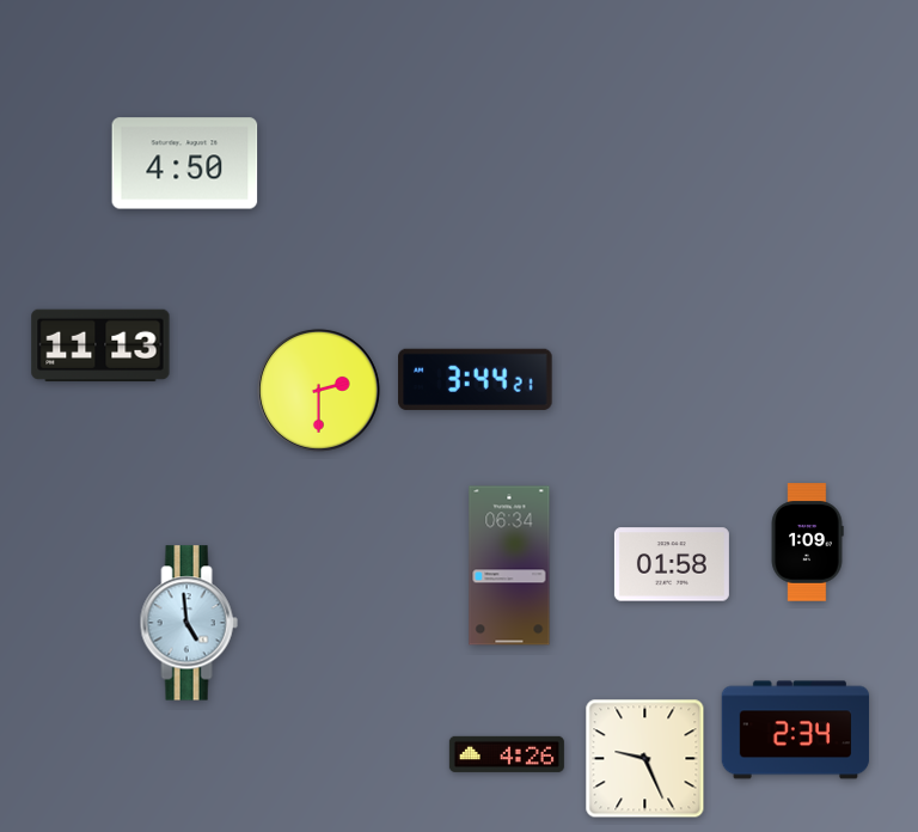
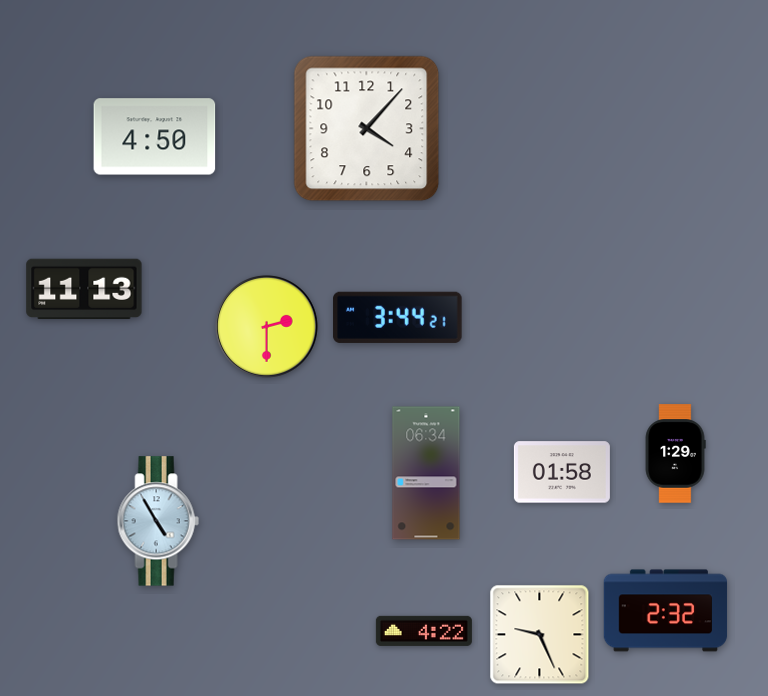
clock at (367, 129): none -> 4:07
clock at (807, 543): 1:09 -> 1:29
clock at (189, 623): 4:59 -> 4:55
clock at (796, 730): 2:34 -> 2:32
clock at (507, 754): 4:26 -> 4:22
